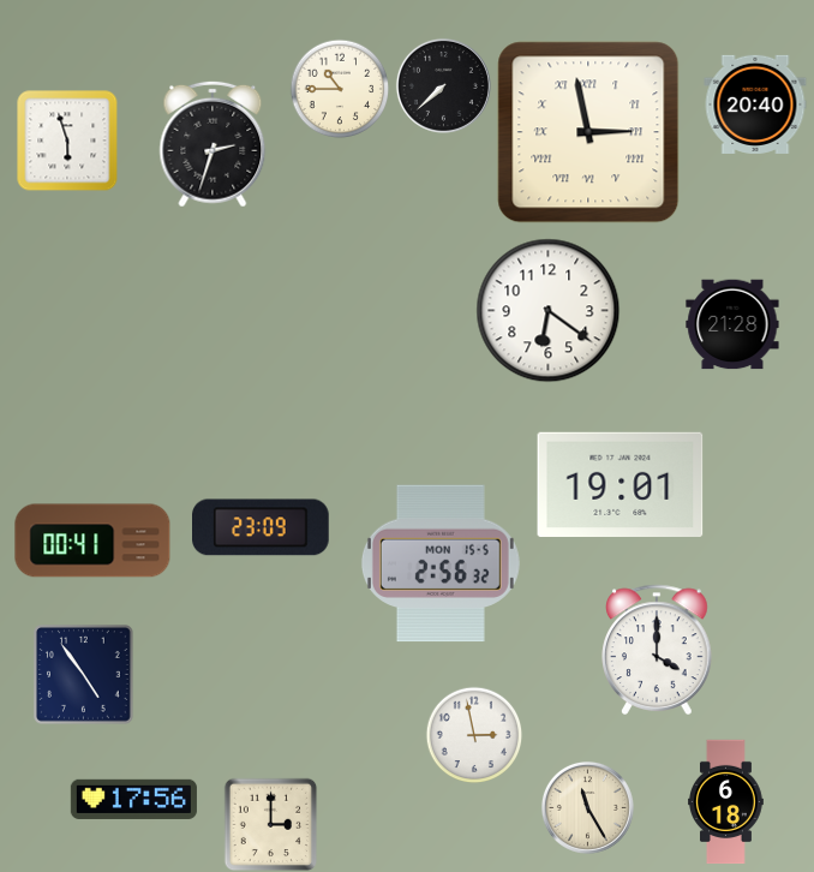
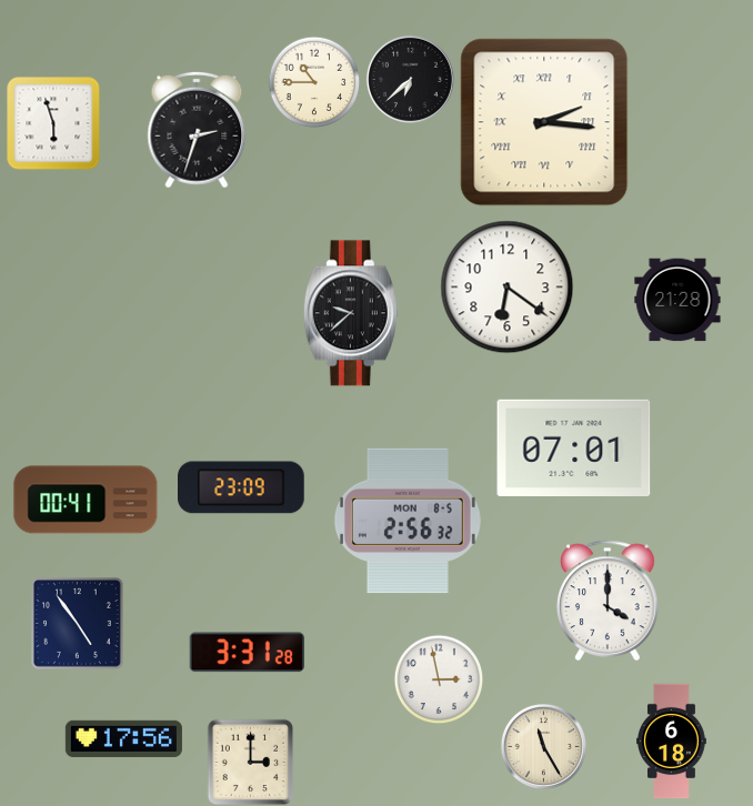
clock at (443, 85): 7:38 -> 6:38
clock at (755, 104): 20:40 -> none
clock at (588, 132): 2:58 -> 2:16
clock at (67, 141) position: (67, 141) -> (53, 123)
clock at (213, 144) position: (213, 144) -> (197, 130)
clock at (351, 313): none -> 9:38
clock at (621, 484): 19:01 -> 07:01
clock at (441, 563) date: MON 15-5 -> MON 8-5
clock at (247, 653): none -> 3:31
